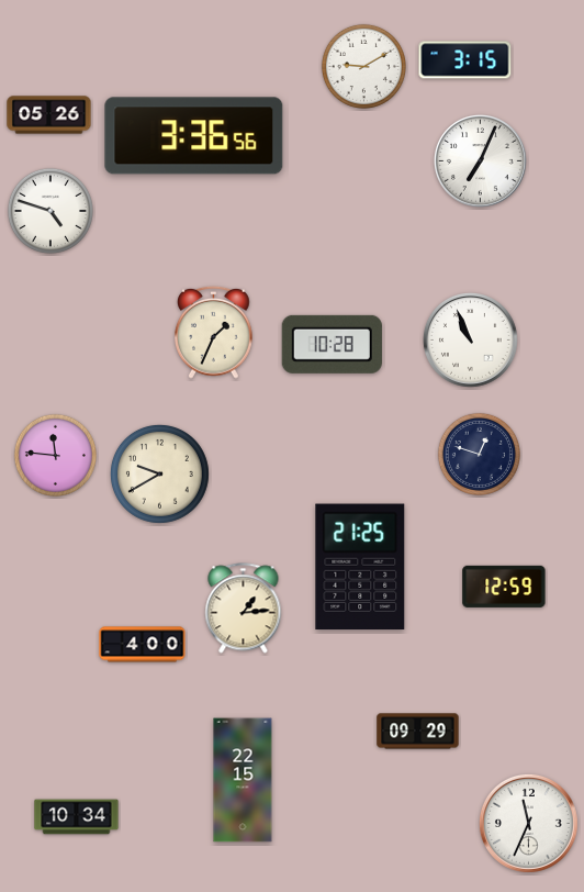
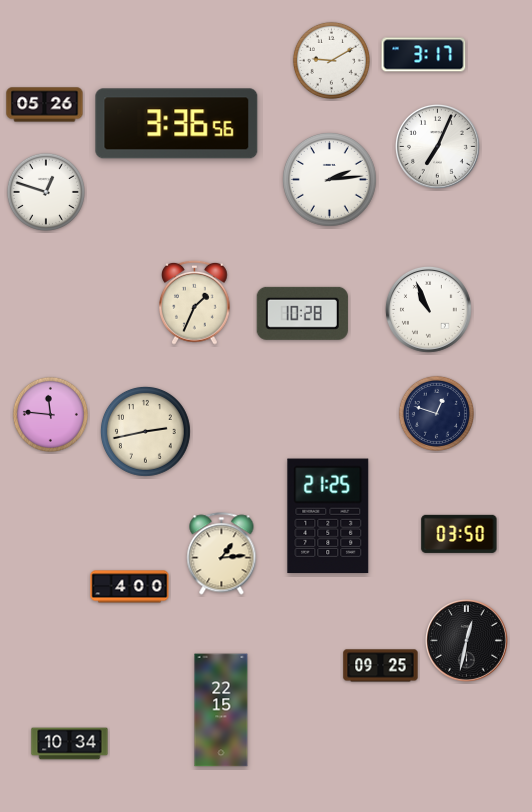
clock at (465, 60): 3:15 -> 3:17
clock at (329, 179): none -> 2:14
clock at (50, 211): 4:48 -> 12:48
clock at (159, 473): 9:40 -> 2:43
clock at (504, 587): 12:59 -> 03:50
clock at (467, 641): none -> 12:32
clock at (418, 732): 09:29 -> 09:25
clock at (528, 823): 11:34 -> none
